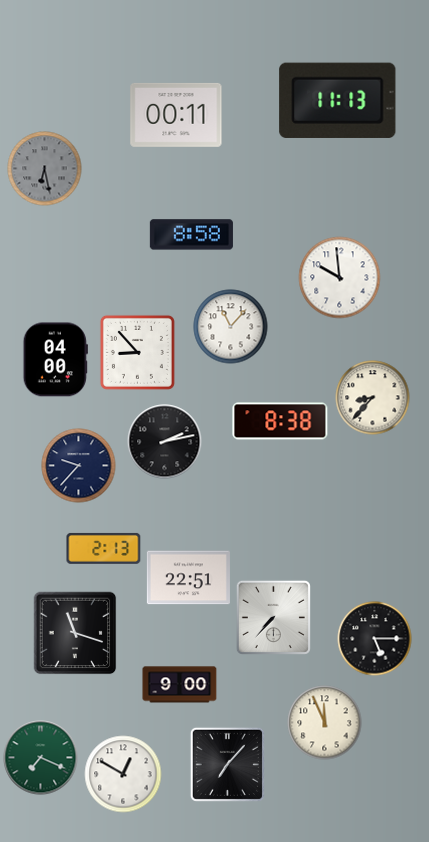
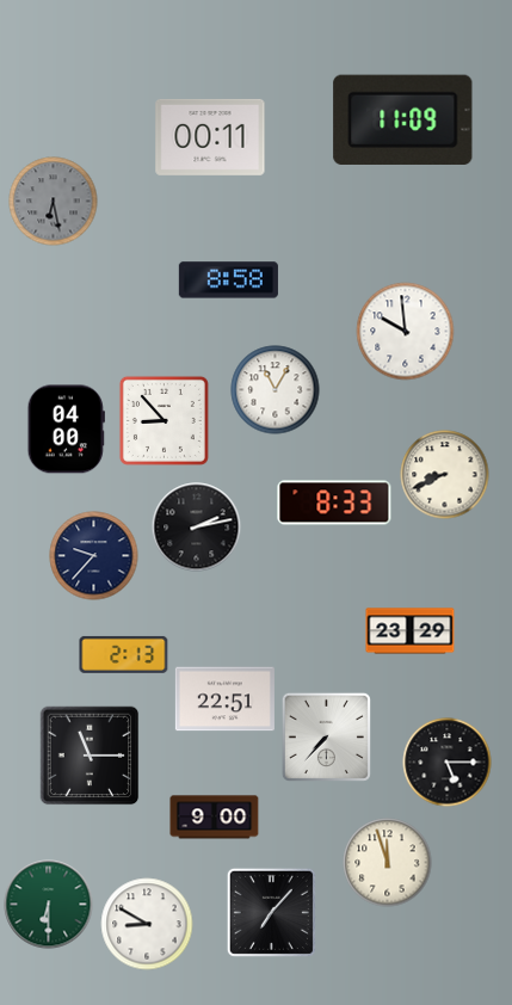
clock at (338, 100): 11:13 -> 11:09
clock at (231, 327): 11:07 -> 11:05
clock at (373, 398): 8:37 -> 8:41
clock at (280, 421): 8:38 -> 8:33
clock at (411, 631): none -> 23:29
clock at (188, 578) position: (188, 578) -> (224, 699)
clock at (75, 633): 11:18 -> 11:15
clock at (325, 723): 11:56 -> 11:57
clock at (41, 758): 7:19 -> 6:30
clock at (123, 774): 12:50 -> 8:50
